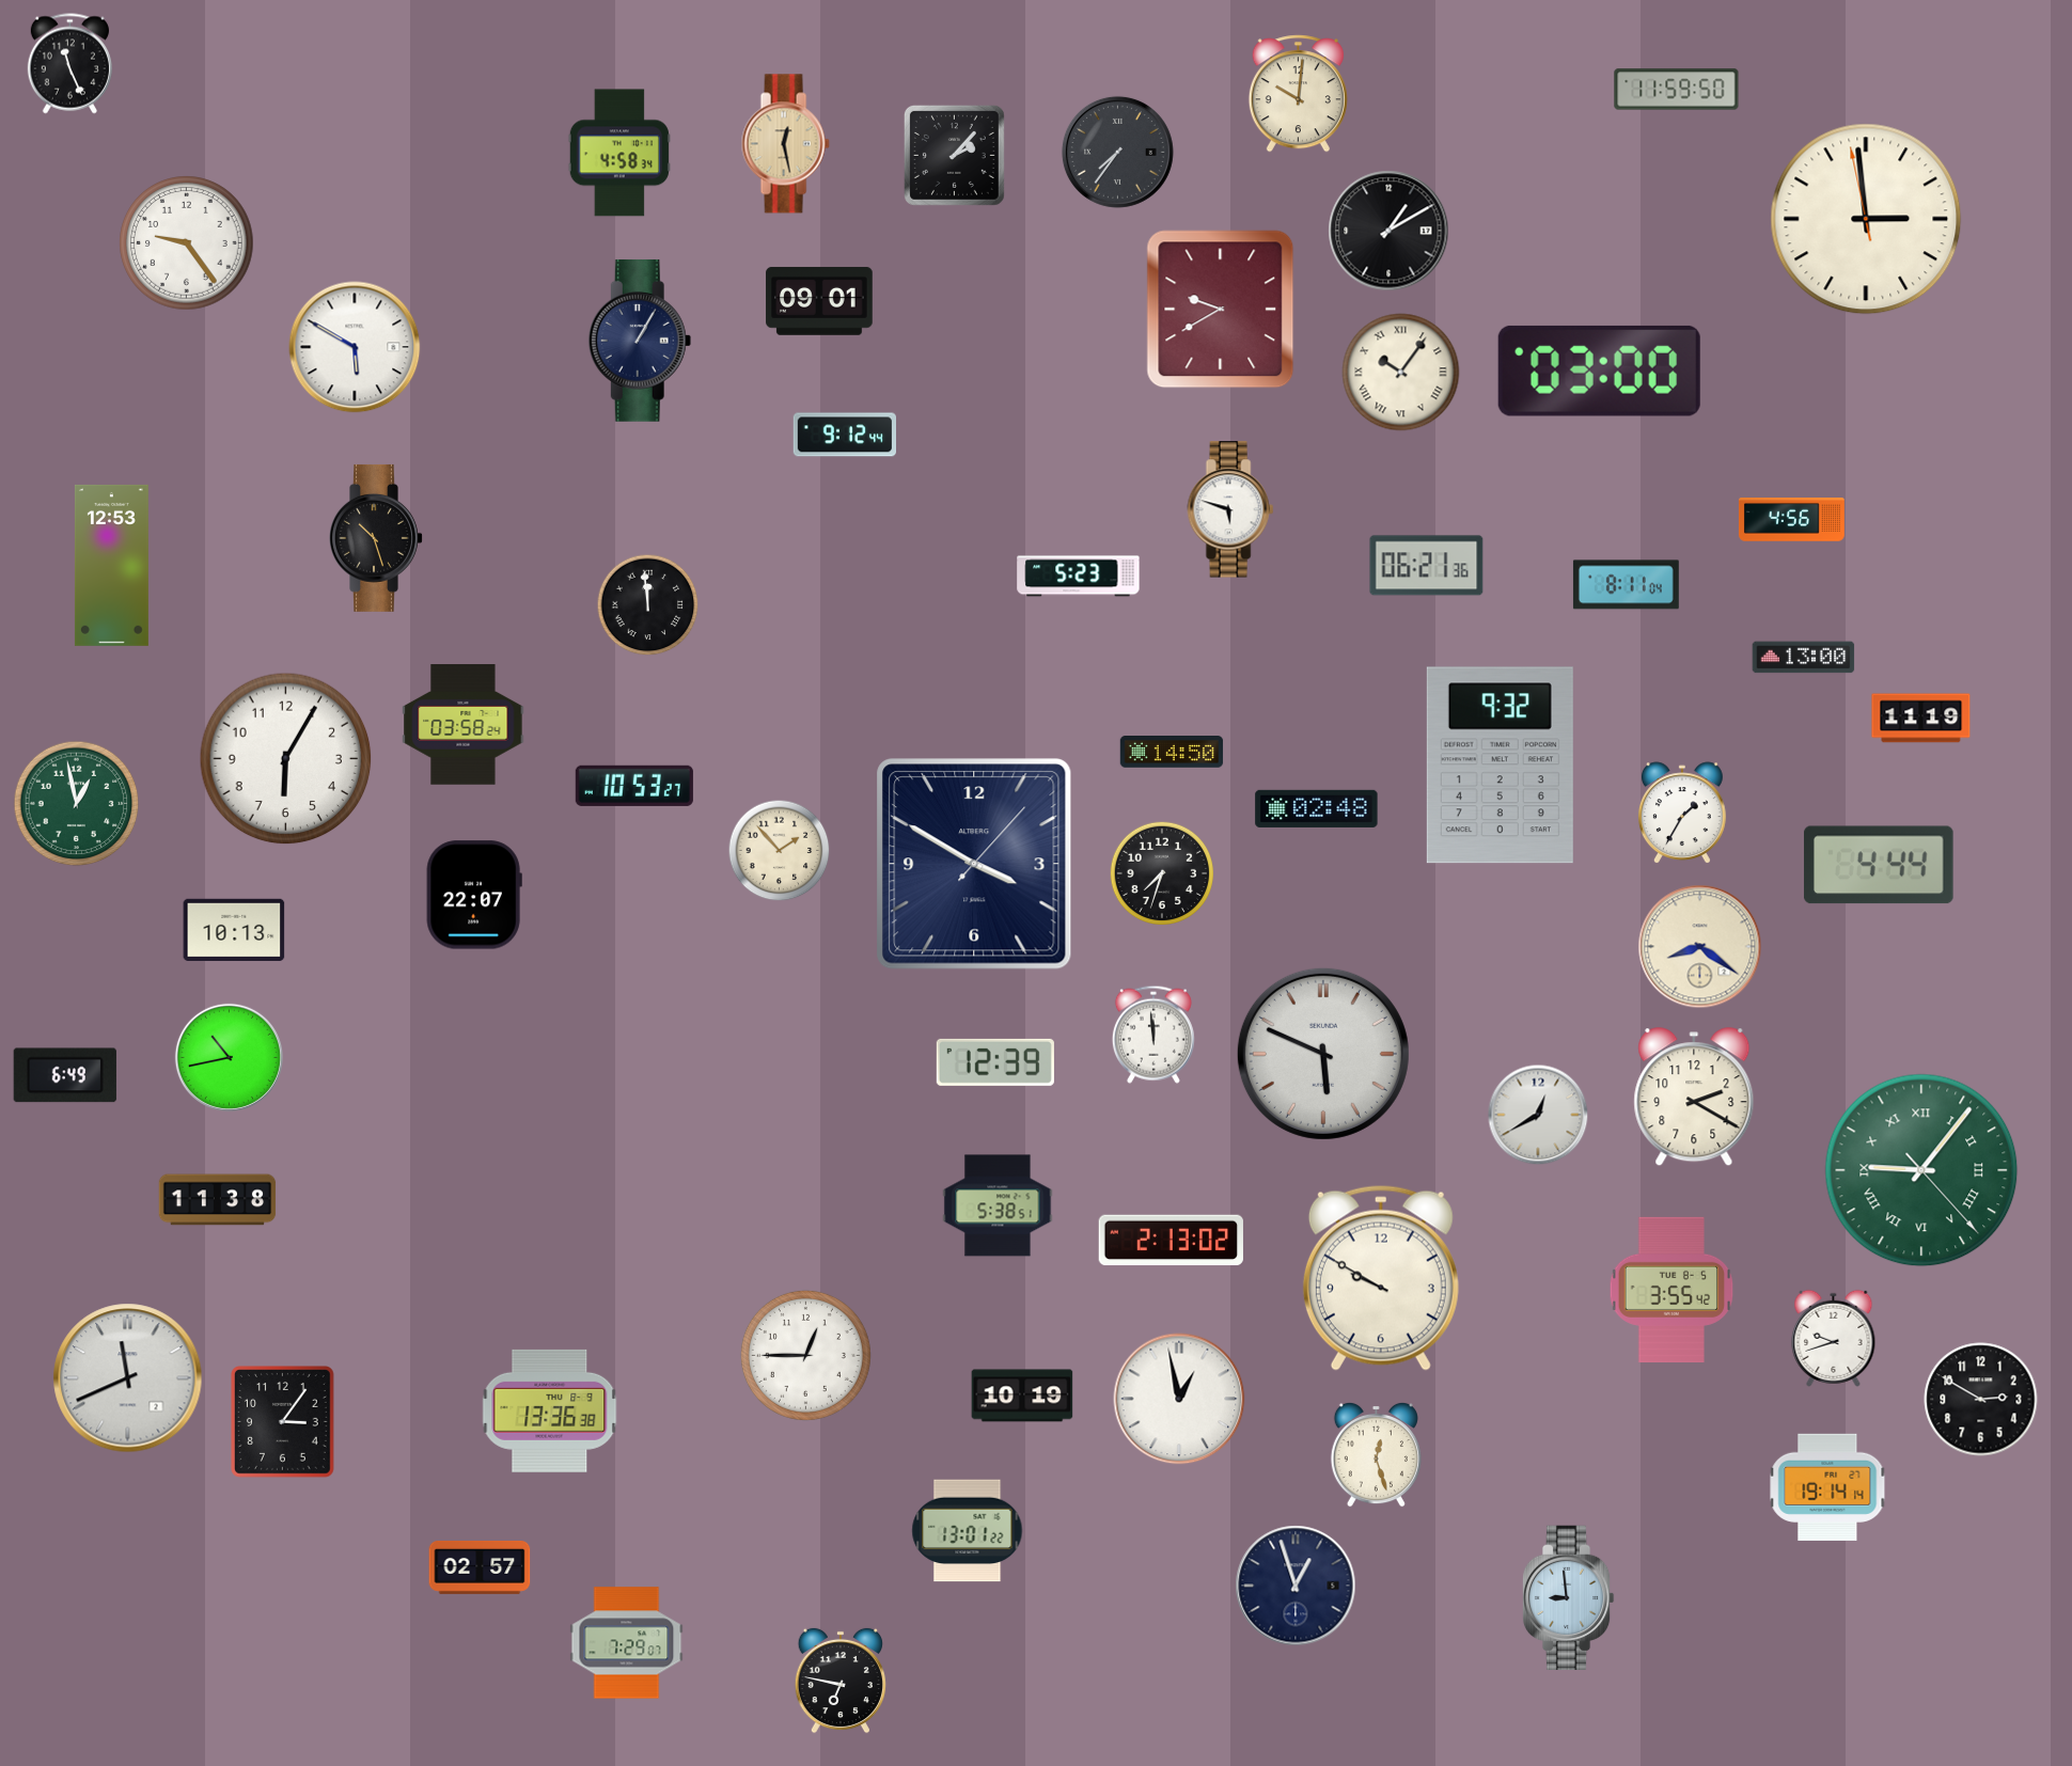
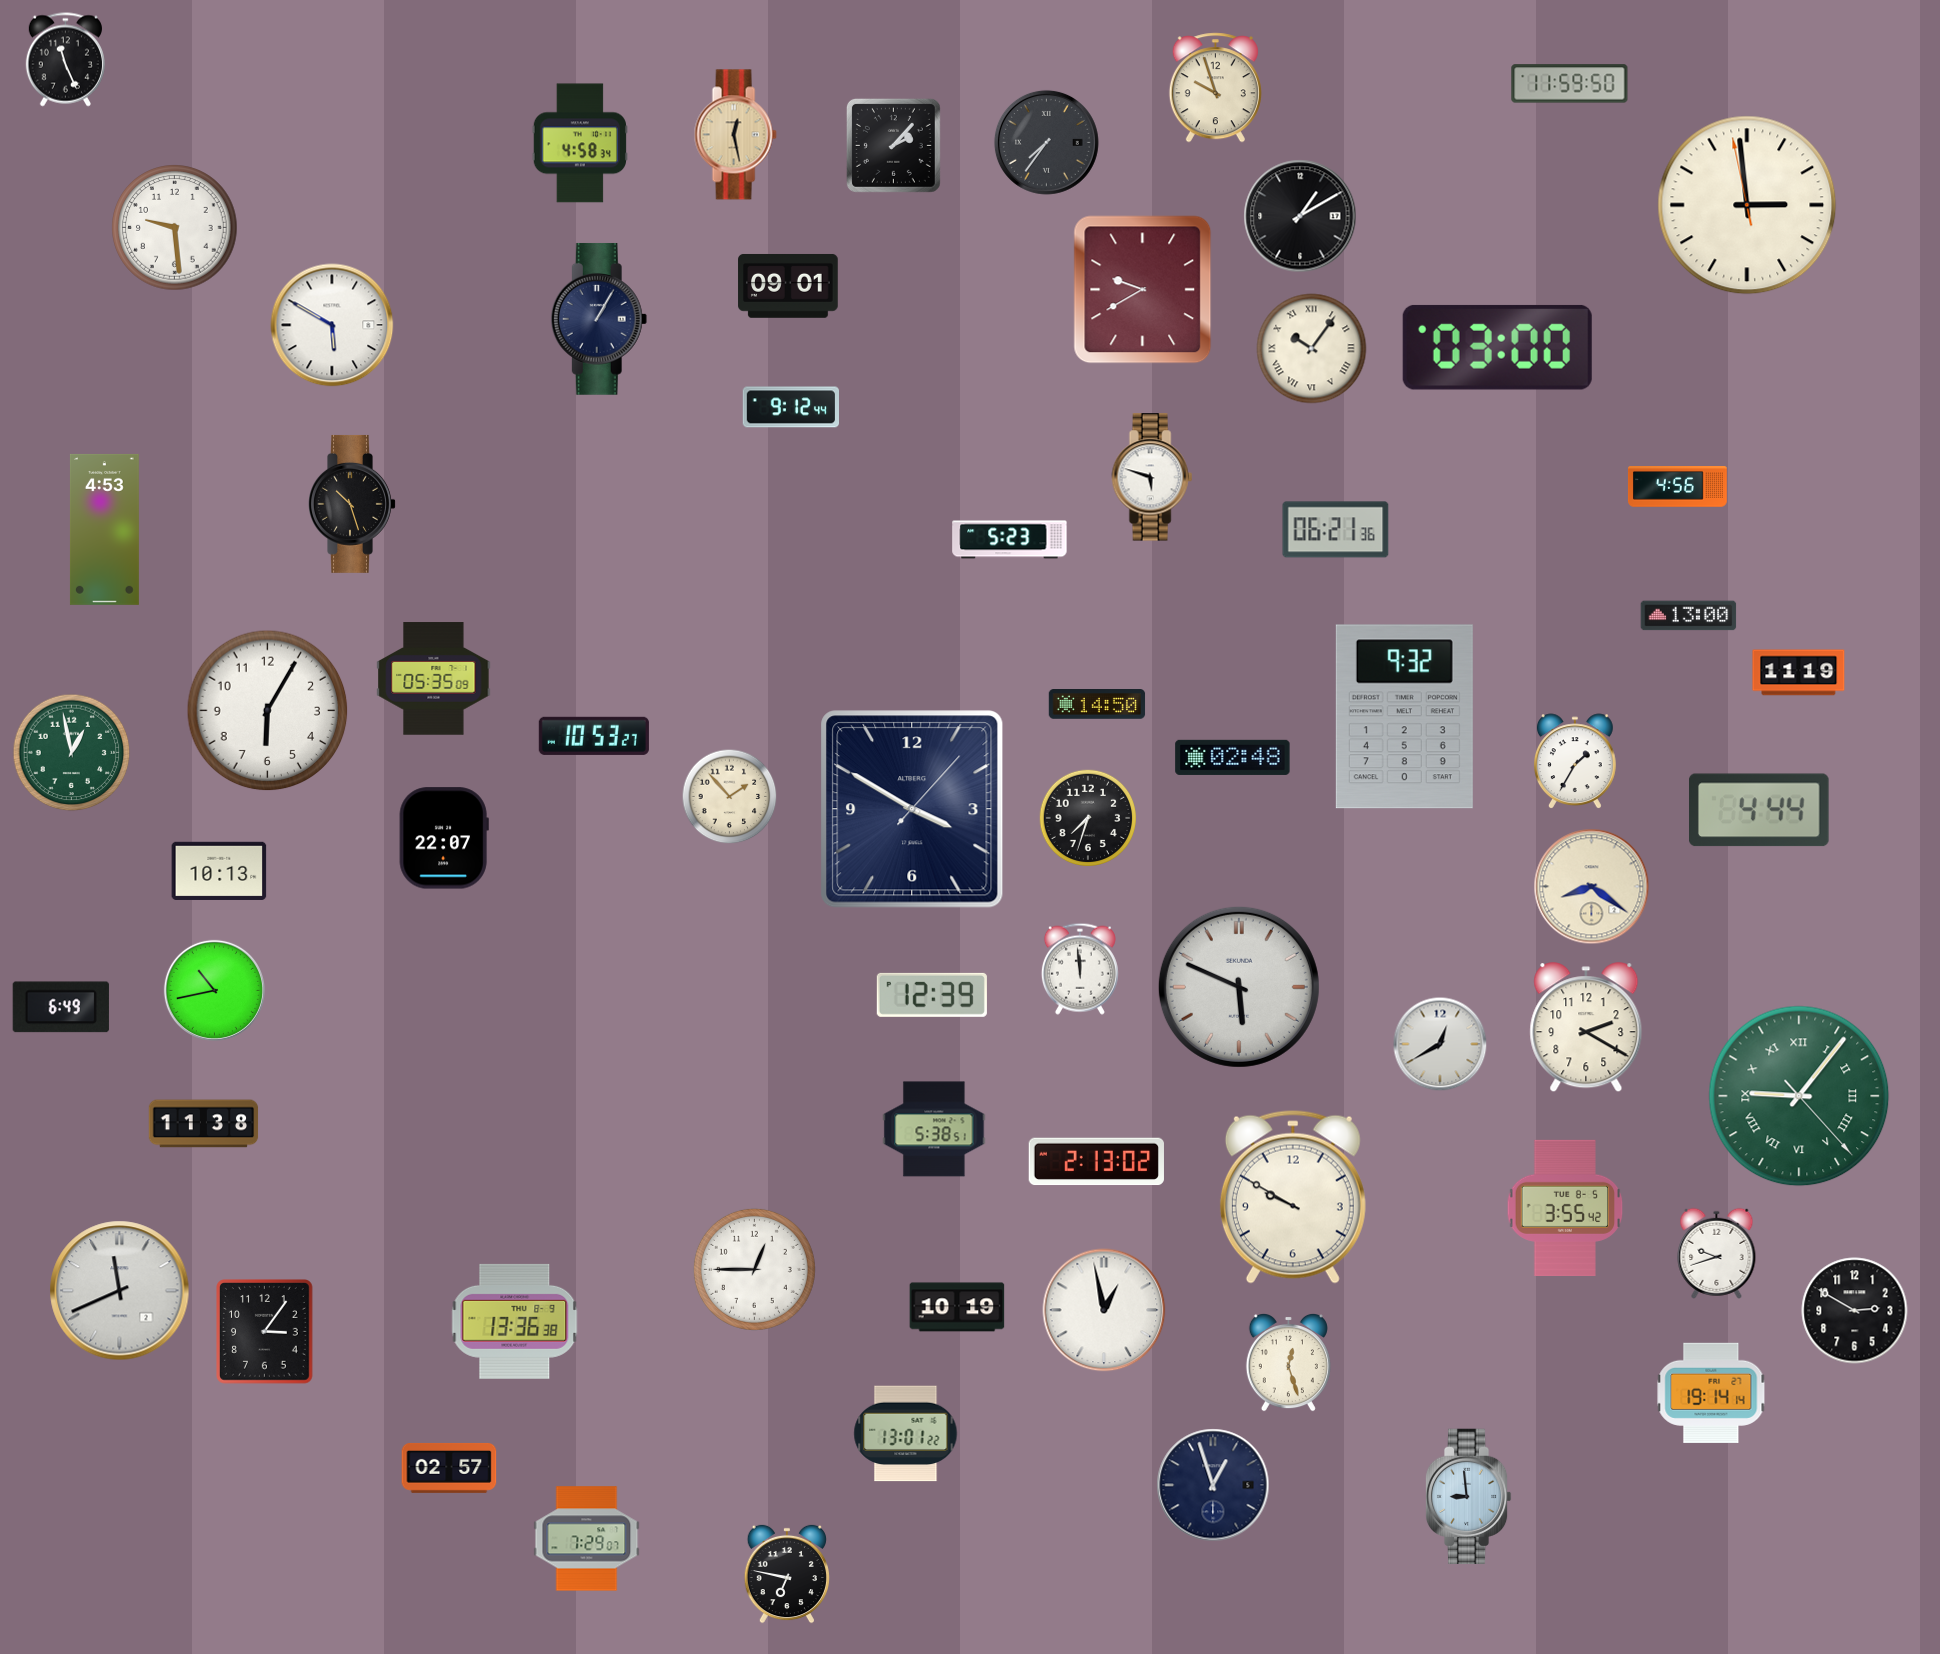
clock at (1298, 94): 10:01 -> 9:57
clock at (187, 243): 9:24 -> 9:29
clock at (819, 301) position: (819, 301) -> (788, 286)
clock at (111, 565): 12:53 -> 4:53
clock at (1626, 585): 8:11 -> none
clock at (648, 605): 11:59 -> none
clock at (464, 725): 03:58 -> 05:35
